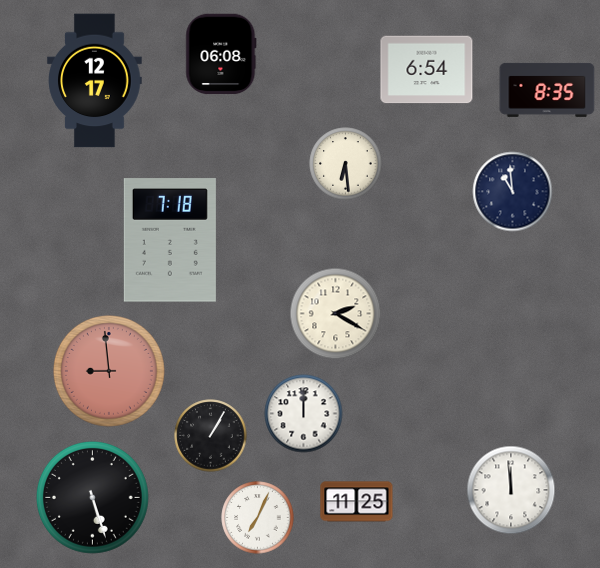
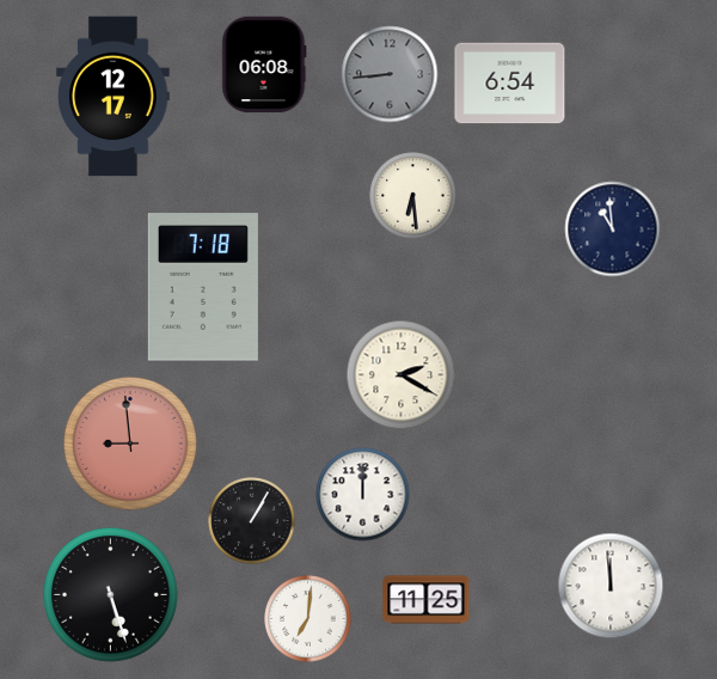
clock at (390, 74): none -> 8:44
clock at (547, 90): 8:35 -> none
clock at (258, 518): 7:04 -> 7:01
